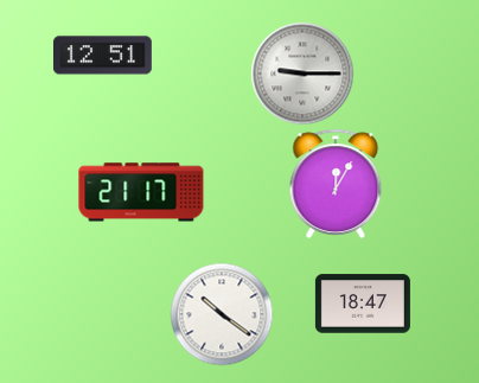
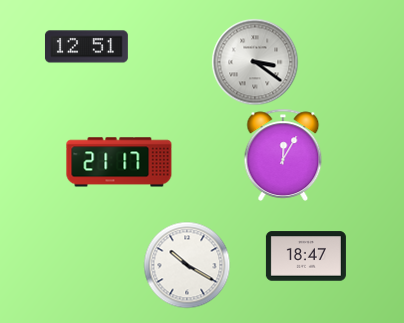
clock at (302, 74): 9:15 -> 3:21
clock at (222, 314): 10:21 -> 10:20
